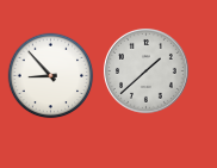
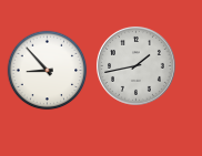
clock at (145, 70): 1:38 -> 1:43
